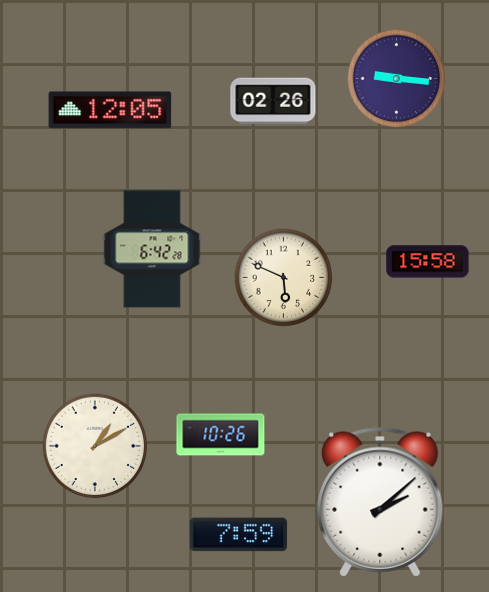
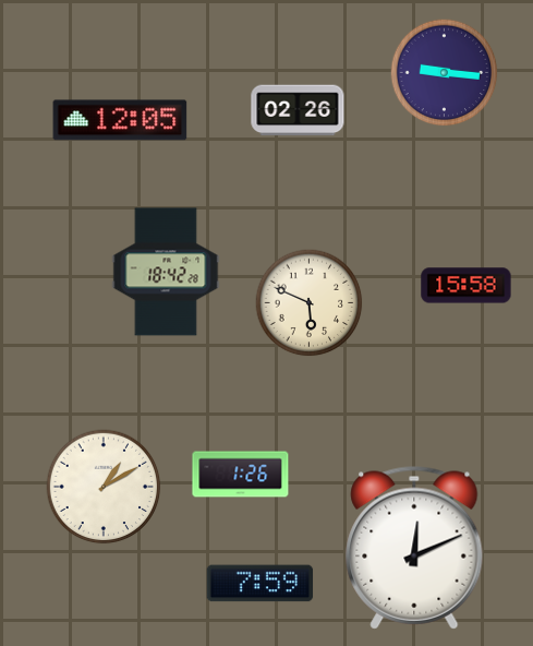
clock at (397, 79) position: (397, 79) -> (445, 73)
clock at (152, 249): 6:42 -> 18:42
clock at (221, 435): 10:26 -> 1:26
clock at (380, 502): 2:08 -> 12:11
